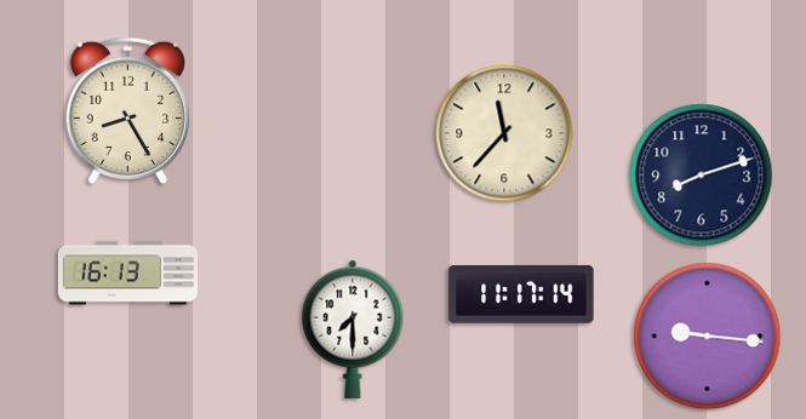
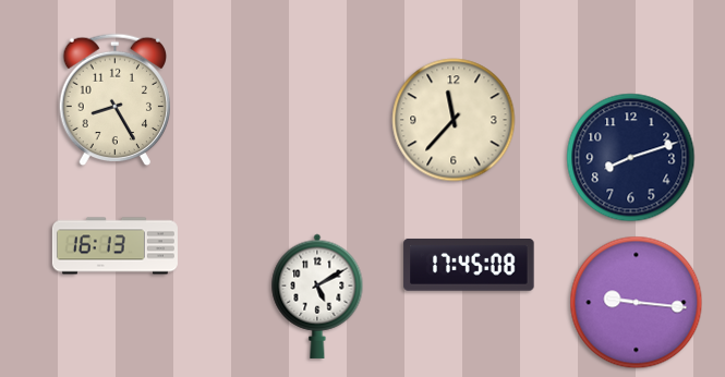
clock at (521, 294): 11:17 -> 17:45
clock at (353, 329): 7:30 -> 5:10
